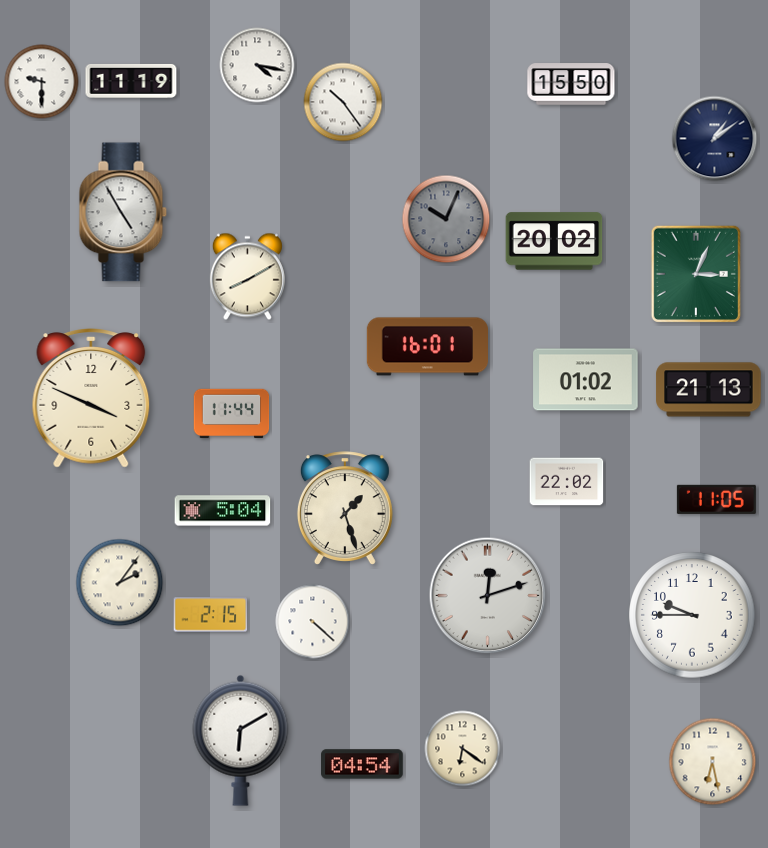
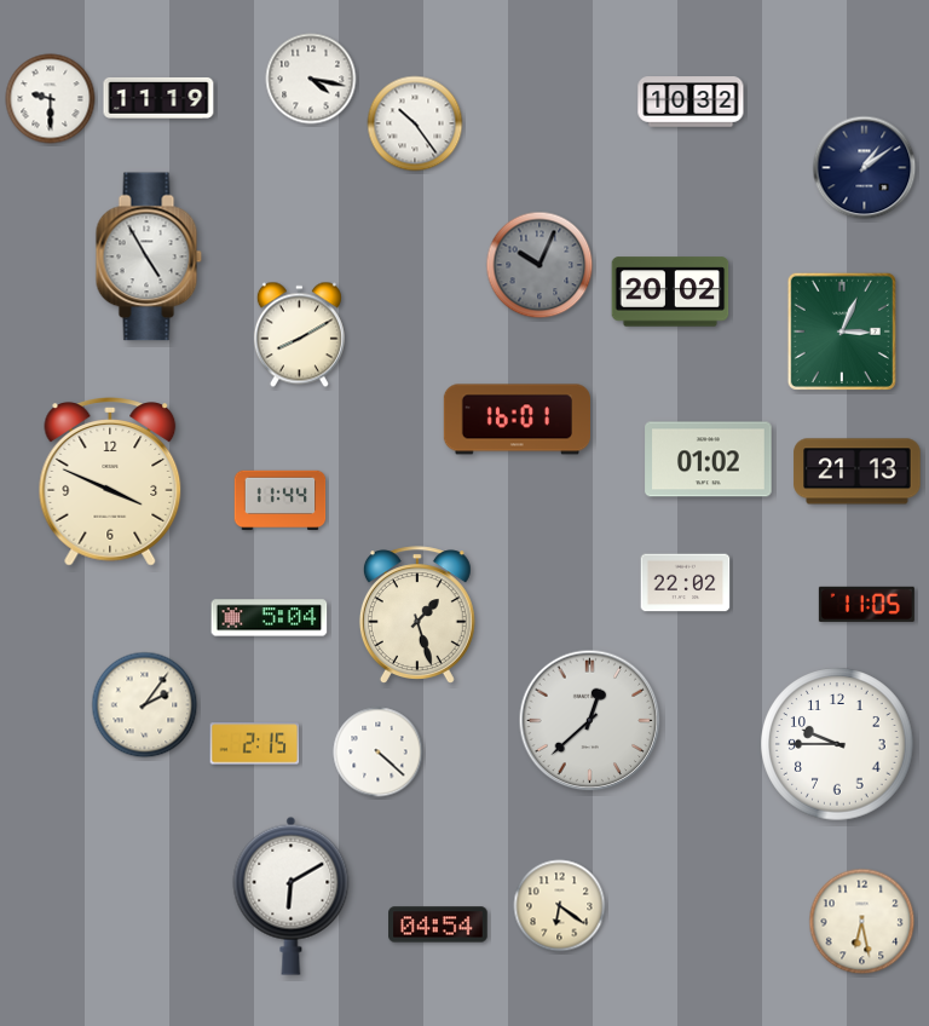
clock at (571, 84): 15:50 -> 10:32
clock at (488, 596): 12:12 -> 12:38
